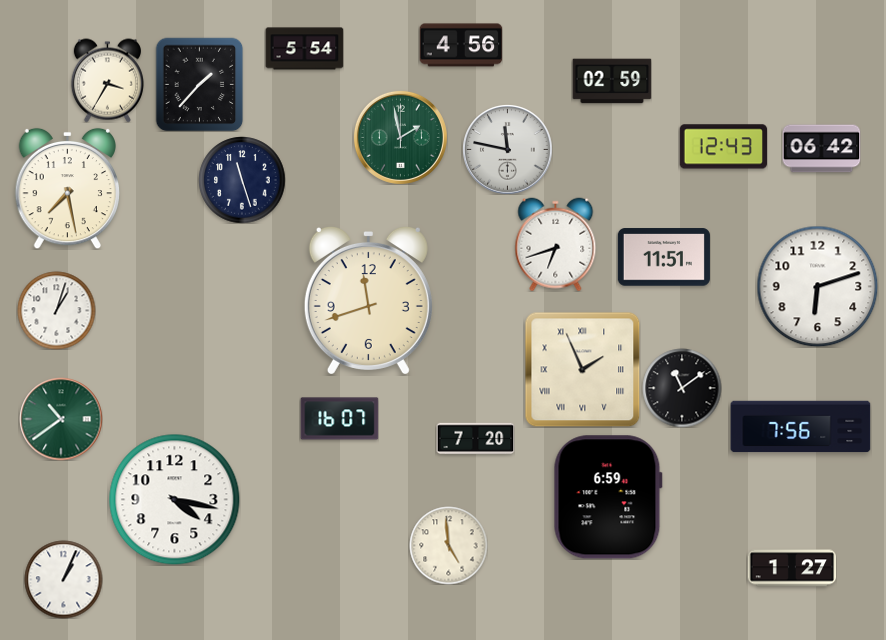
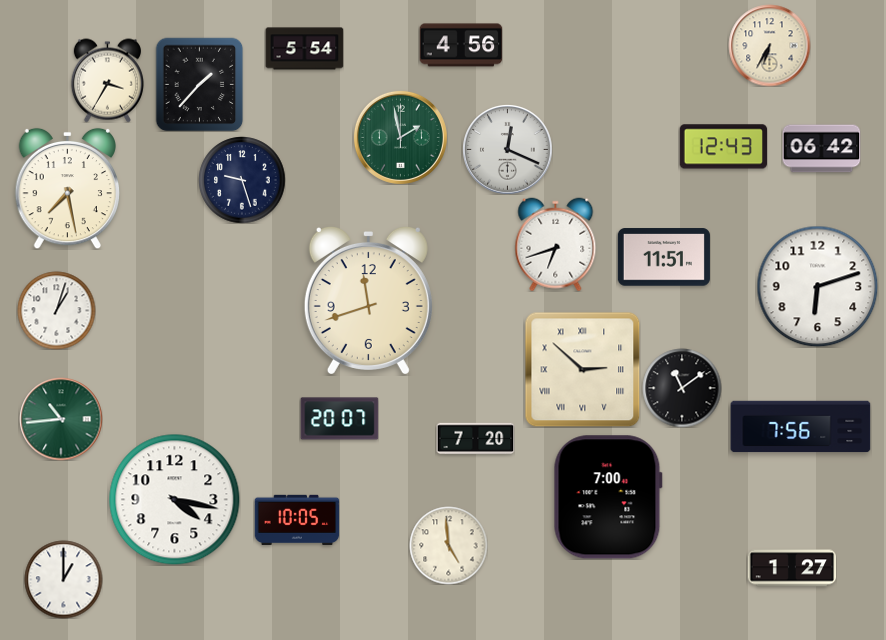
clock at (769, 45): none -> 6:35
clock at (612, 81): 02:59 -> none
clock at (508, 150): 11:47 -> 12:19
clock at (242, 180): 11:27 -> 9:27
clock at (582, 369): 1:56 -> 2:52
clock at (61, 419): 10:39 -> 10:44
clock at (339, 419): 16:07 -> 20:07
clock at (608, 497): 6:59 -> 7:00
clock at (297, 520): none -> 10:05
clock at (63, 579): 1:04 -> 1:00
